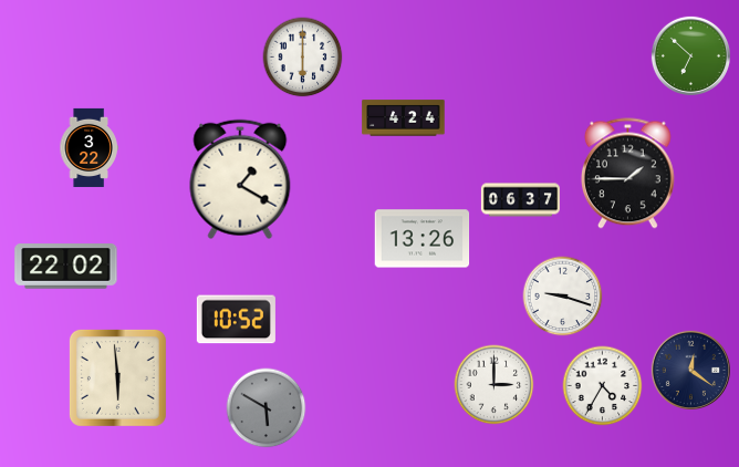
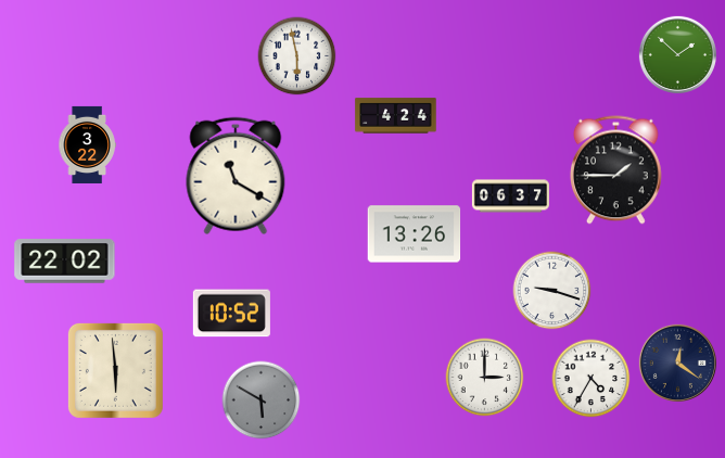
clock at (690, 55): 6:52 -> 1:52
clock at (303, 58): 6:00 -> 5:58
clock at (240, 179): 1:20 -> 11:20
